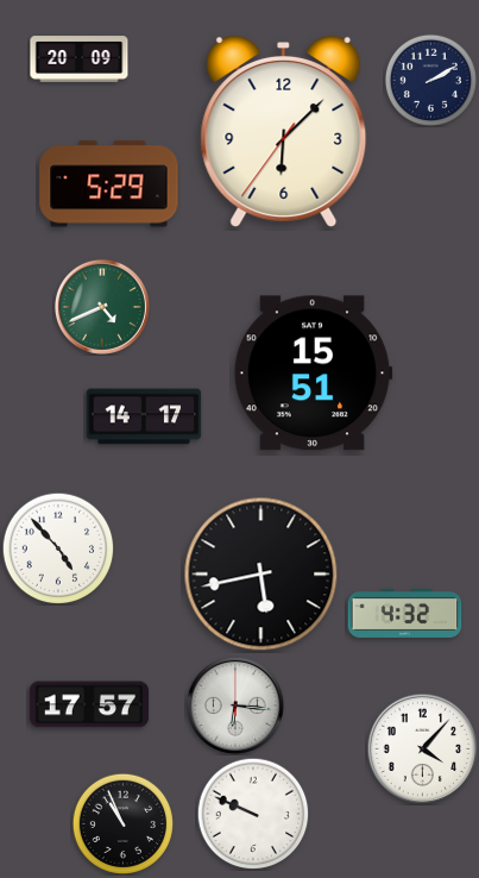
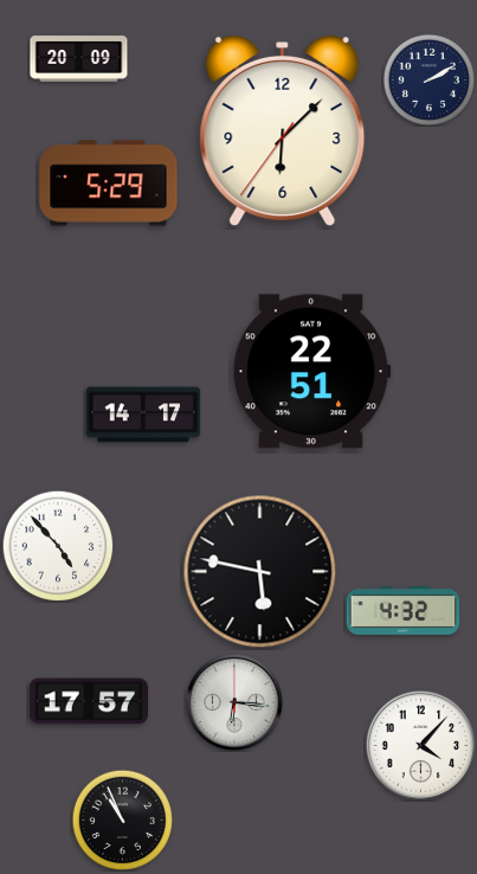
clock at (102, 307): 4:41 -> none
clock at (313, 374): 15:51 -> 22:51
clock at (261, 575): 5:43 -> 5:47
clock at (253, 814): 9:49 -> none
